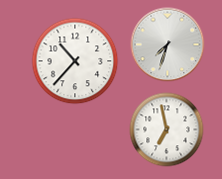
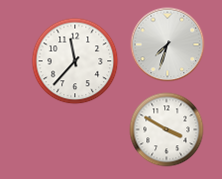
clock at (75, 61): 10:37 -> 11:37
clock at (167, 130): 6:58 -> 3:50
